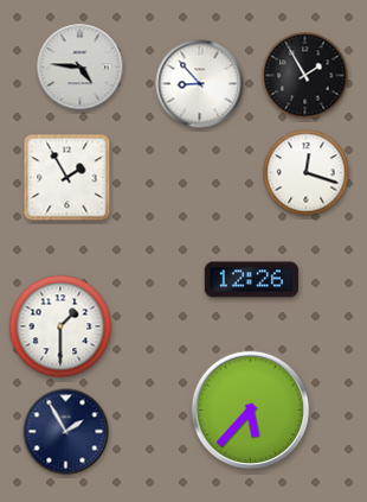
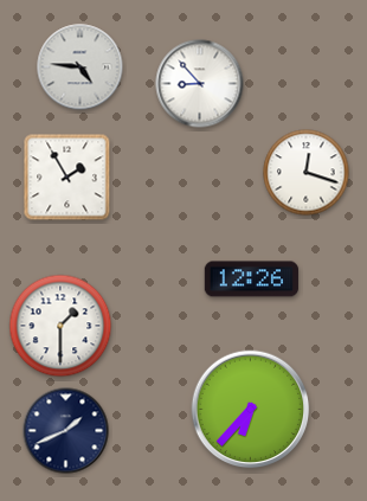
clock at (305, 76): 1:55 -> none
clock at (251, 411): 5:37 -> 6:37
clock at (66, 432): 1:55 -> 1:41
